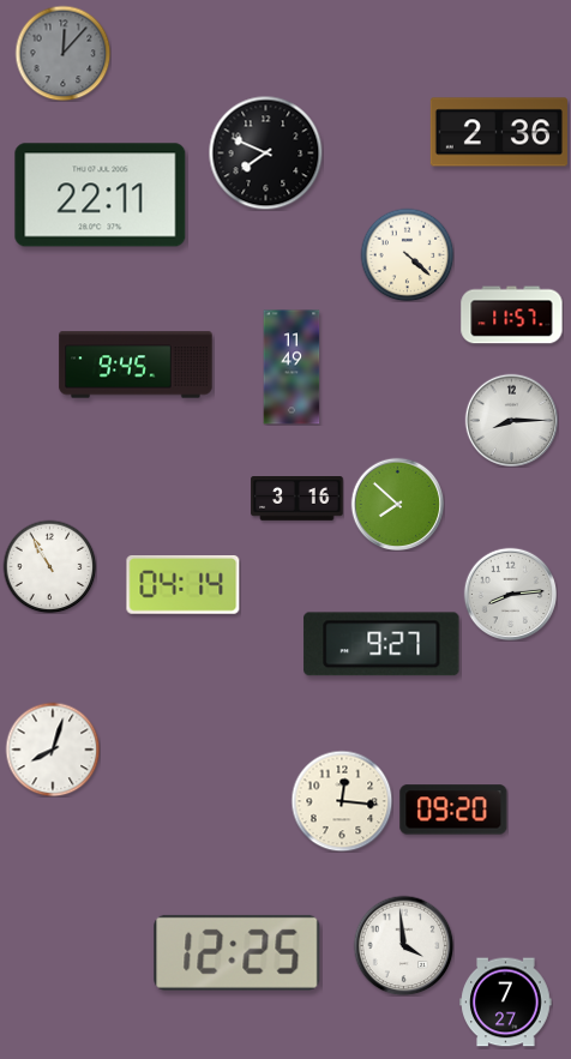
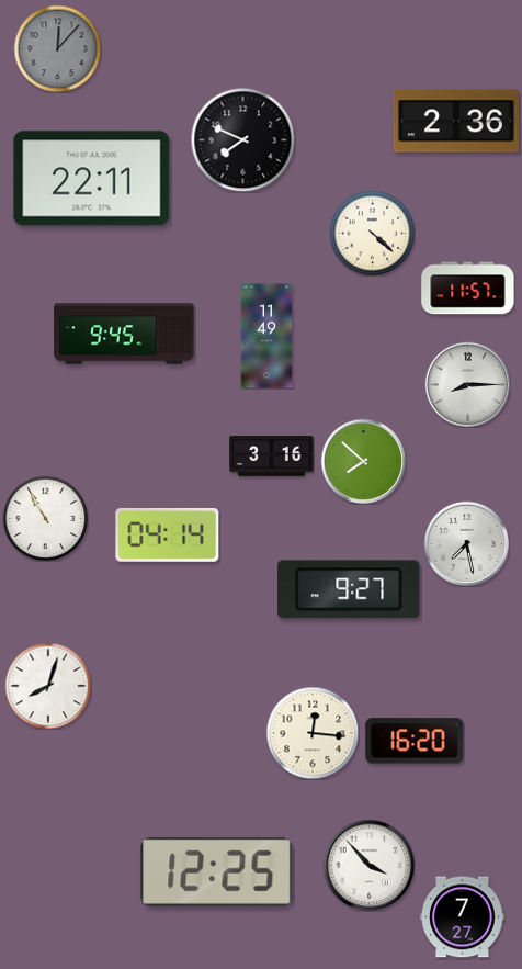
clock at (510, 594): 8:14 -> 7:28
clock at (453, 810): 09:20 -> 16:20
clock at (403, 945): 3:59 -> 3:53
